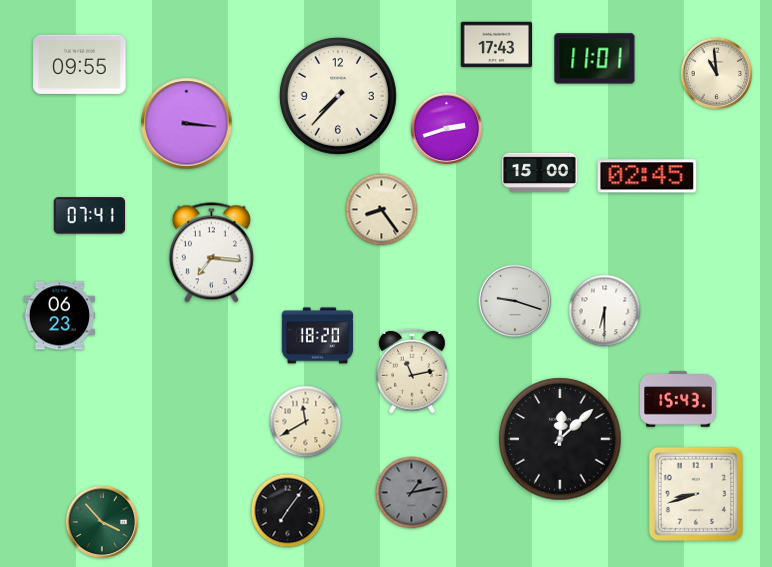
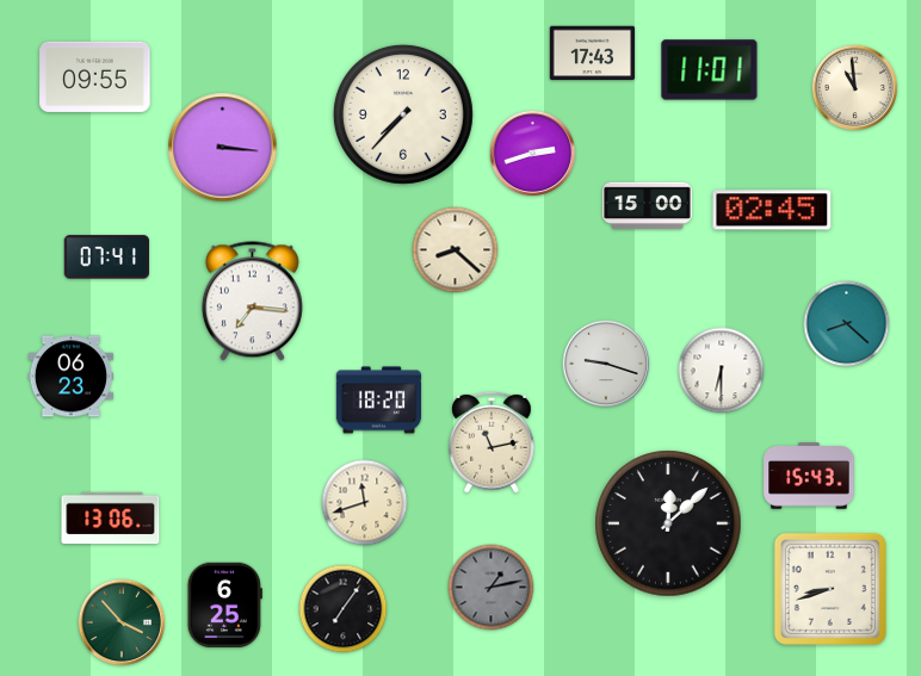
clock at (540, 173) position: (540, 173) -> (648, 206)
clock at (382, 210): 8:24 -> 8:22
clock at (847, 324): none -> 8:22
clock at (515, 301) position: (515, 301) -> (606, 364)
clock at (306, 422): 11:40 -> 11:42
clock at (111, 519): none -> 13:06
clock at (224, 604): none -> 6:25
